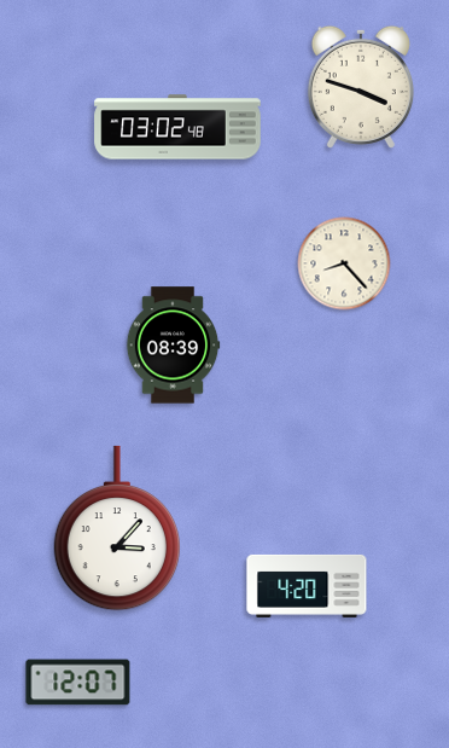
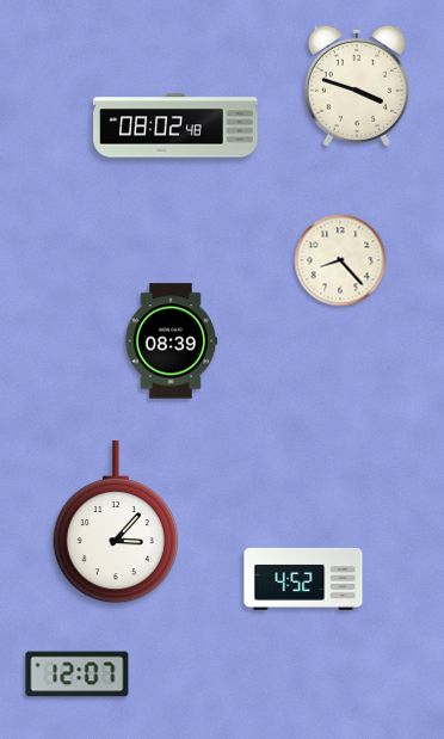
clock at (177, 127): 03:02 -> 08:02
clock at (307, 586): 4:20 -> 4:52
